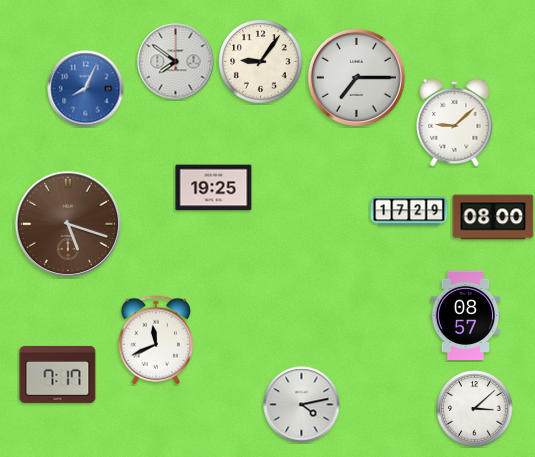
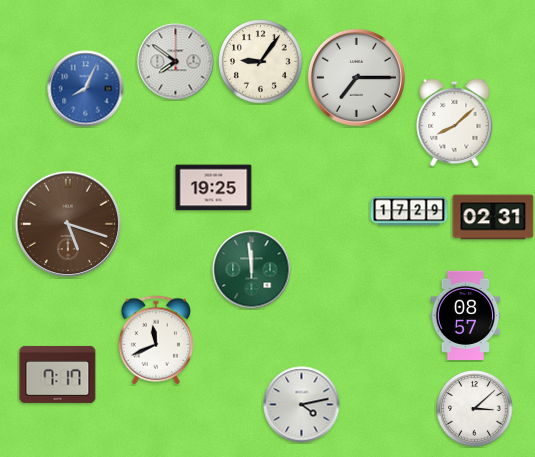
clock at (455, 122): 9:08 -> 8:08
clock at (493, 217): 08:00 -> 02:31
clock at (252, 270): none -> 11:59
